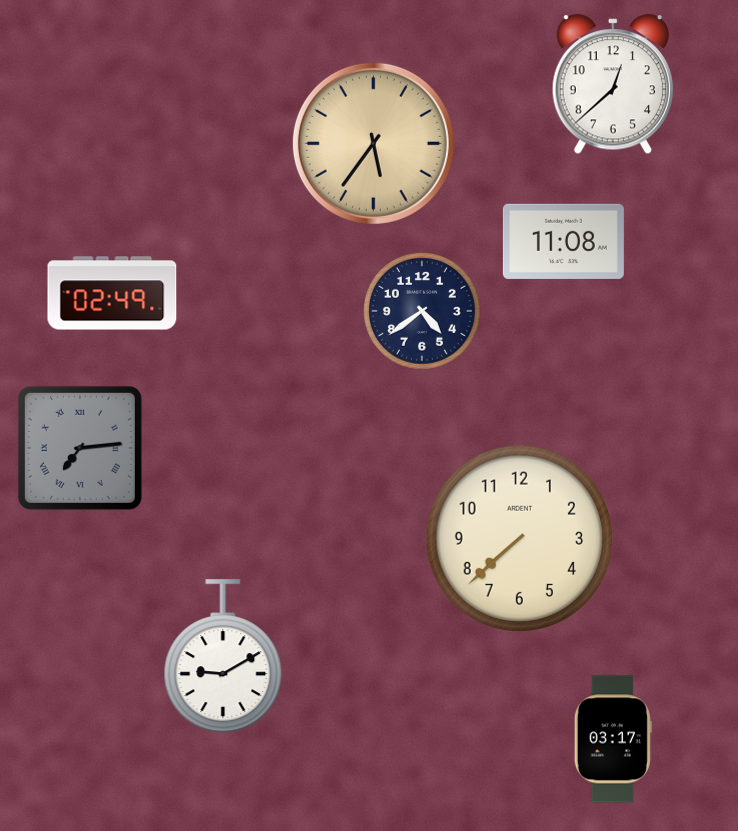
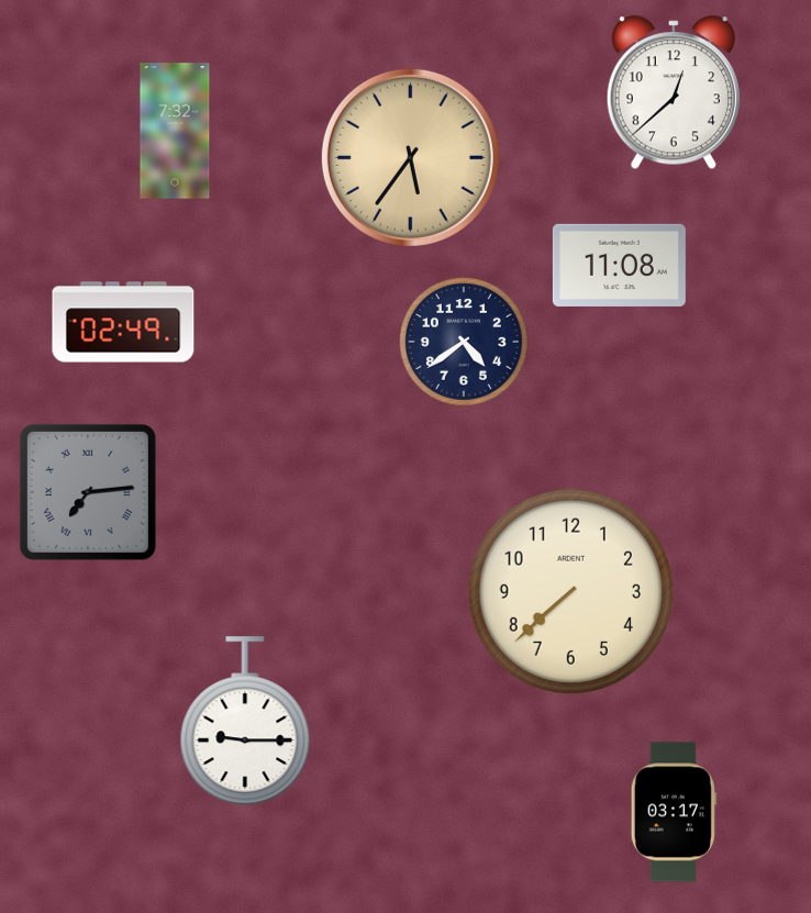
clock at (175, 131): none -> 7:32
clock at (223, 657): 9:10 -> 9:15
